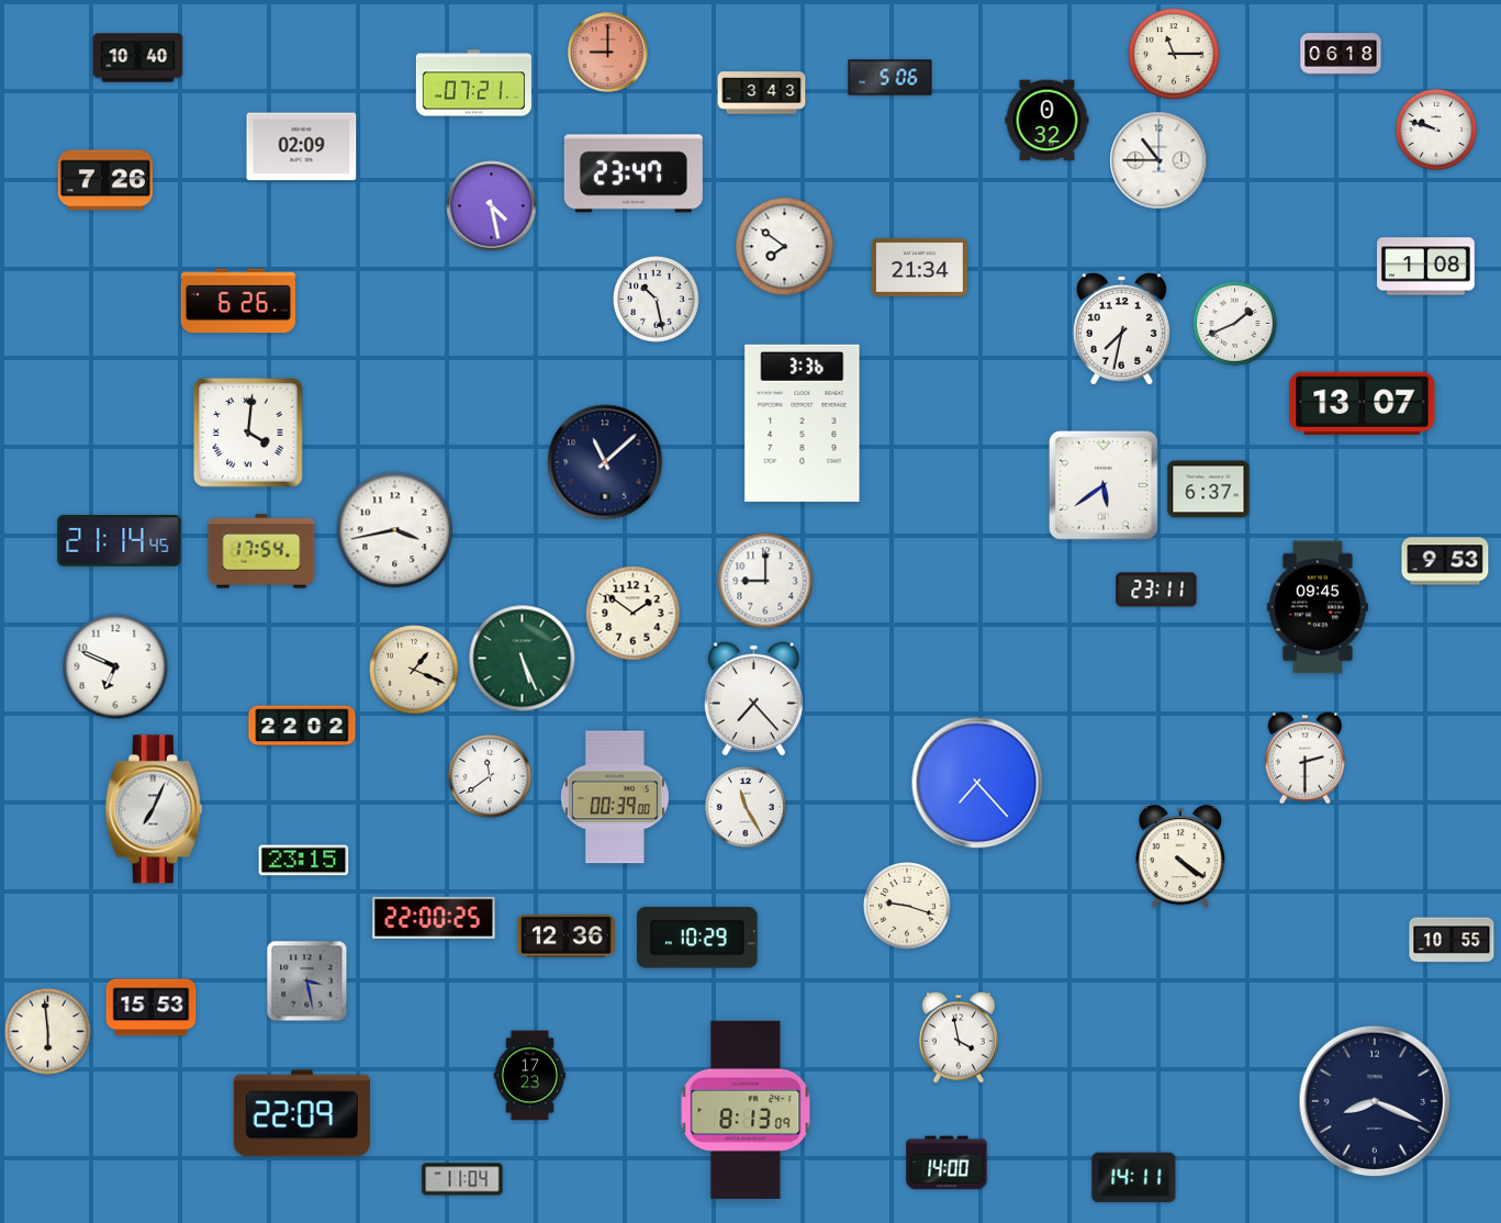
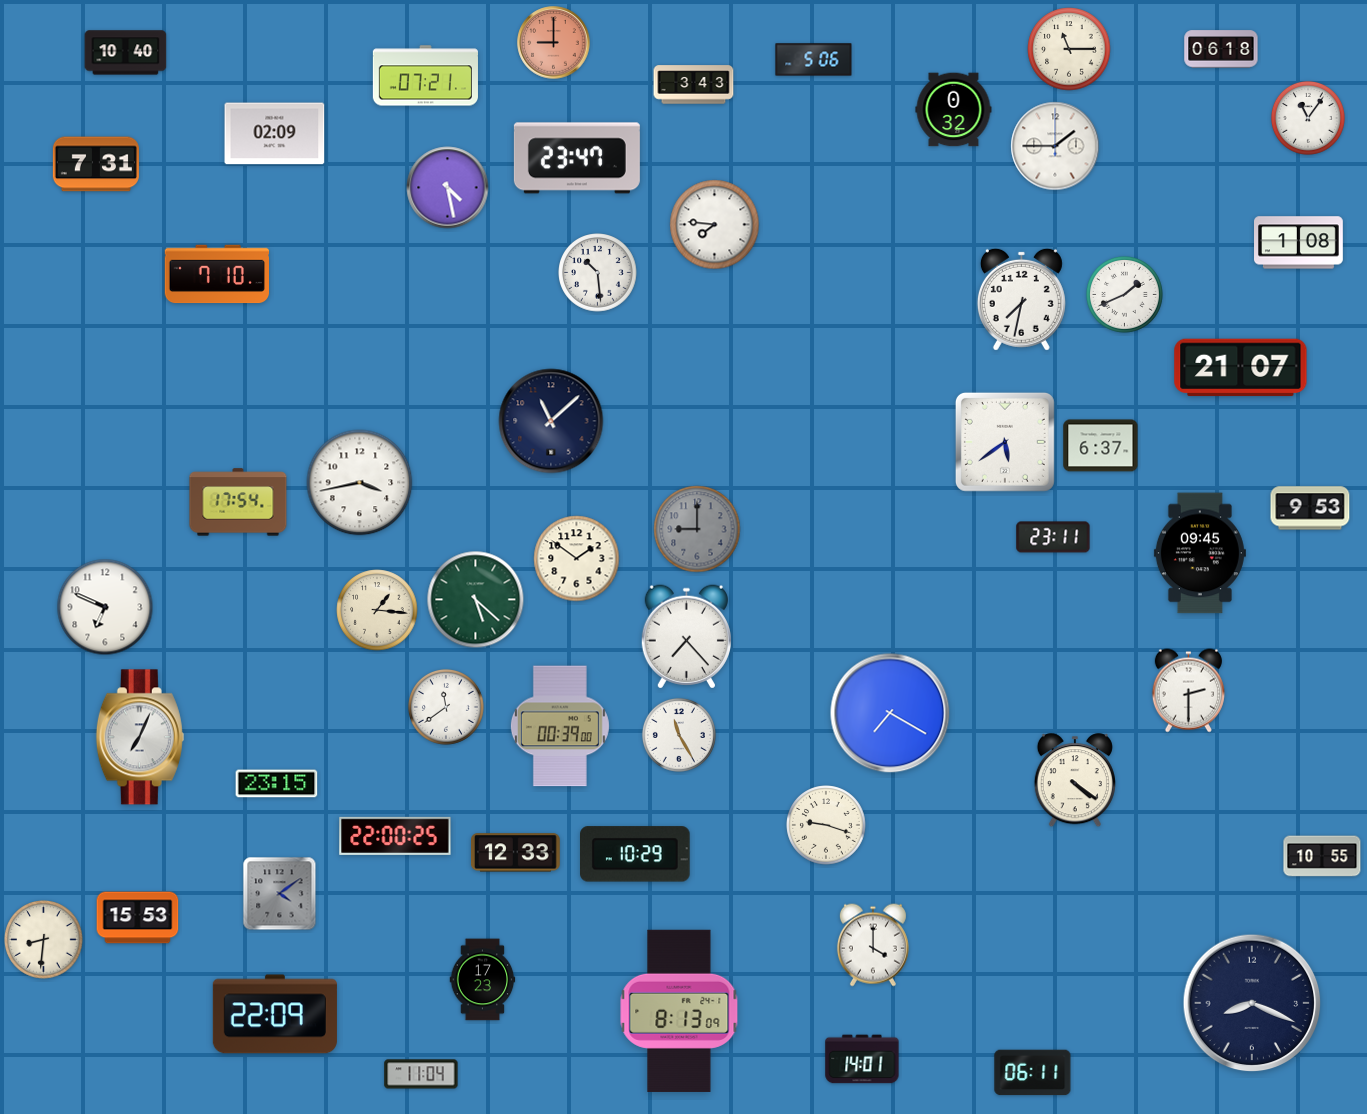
clock at (608, 53) position: (608, 53) -> (554, 43)
clock at (890, 78) position: (890, 78) -> (814, 60)
clock at (473, 83) position: (473, 83) -> (425, 76)
clock at (1436, 130): 9:48 -> 11:06
clock at (1158, 160): 10:45 -> 1:45
clock at (105, 180): 7:26 -> 7:31
clock at (785, 247): 7:51 -> 7:46
clock at (919, 267): 21:34 -> none
clock at (657, 300): 10:28 -> 10:29
clock at (237, 301): 6:26 -> 7:10
clock at (1363, 404): 13:07 -> 21:07
clock at (803, 423): 3:36 -> none
clock at (248, 433): 4:01 -> none
clock at (120, 541): 21:14 -> none
clock at (1445, 561) position: (1445, 561) -> (1310, 508)
clock at (765, 581) dial: white -> grey
clock at (523, 659): 5:26 -> 5:22
clock at (414, 670): 1:19 -> 1:16
clock at (302, 726): 22:02 -> none
clock at (977, 783): 7:23 -> 7:20
clock at (567, 936): 12:36 -> 12:33
clock at (307, 981): 3:28 -> 4:09
clock at (48, 1032): 5:59 -> 8:31
clock at (959, 1037): 3:58 -> 4:00
clock at (946, 1163): 14:00 -> 14:01
clock at (1134, 1178): 14:11 -> 06:11
